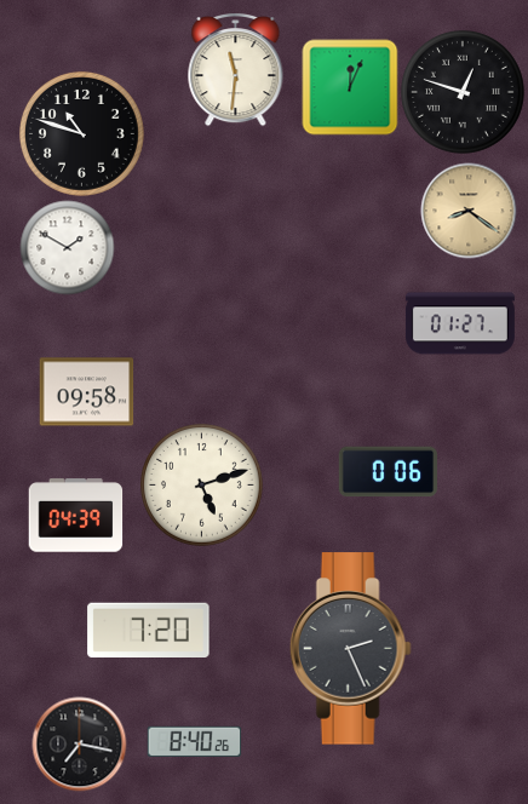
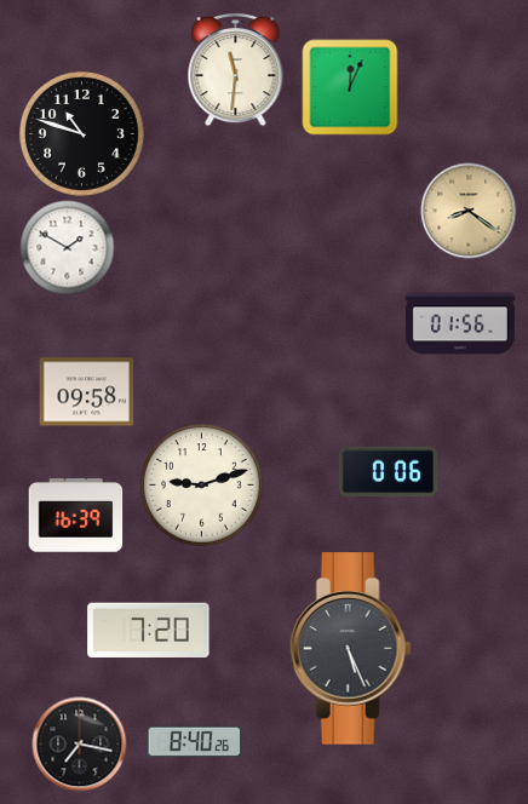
clock at (463, 92): 12:48 -> none
clock at (460, 323): 01:27 -> 01:56
clock at (202, 486): 5:12 -> 9:12
clock at (75, 516): 04:39 -> 16:39
clock at (350, 649): 2:26 -> 5:26
